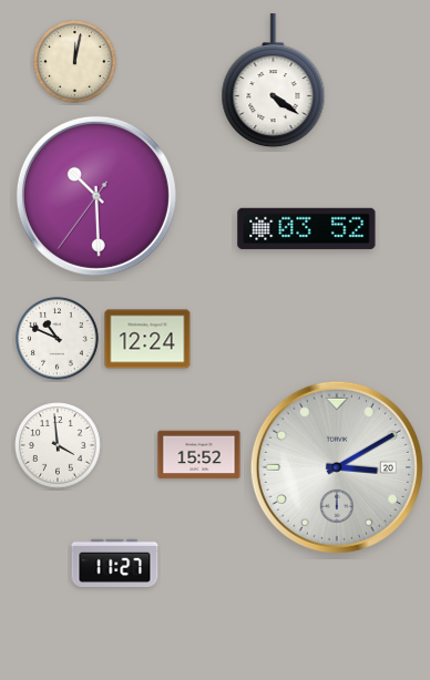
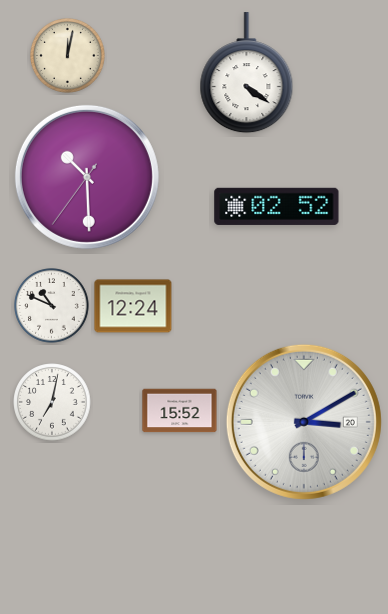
clock at (307, 228): 03:52 -> 02:52
clock at (58, 445): 3:59 -> 7:02
clock at (115, 563): 11:27 -> none
